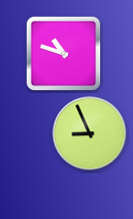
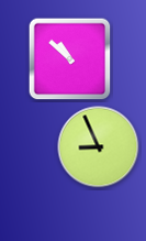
clock at (64, 54): 10:48 -> 10:52
